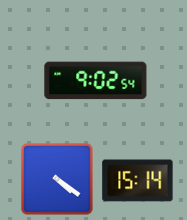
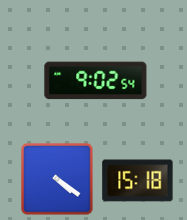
clock at (138, 181): 15:14 -> 15:18
